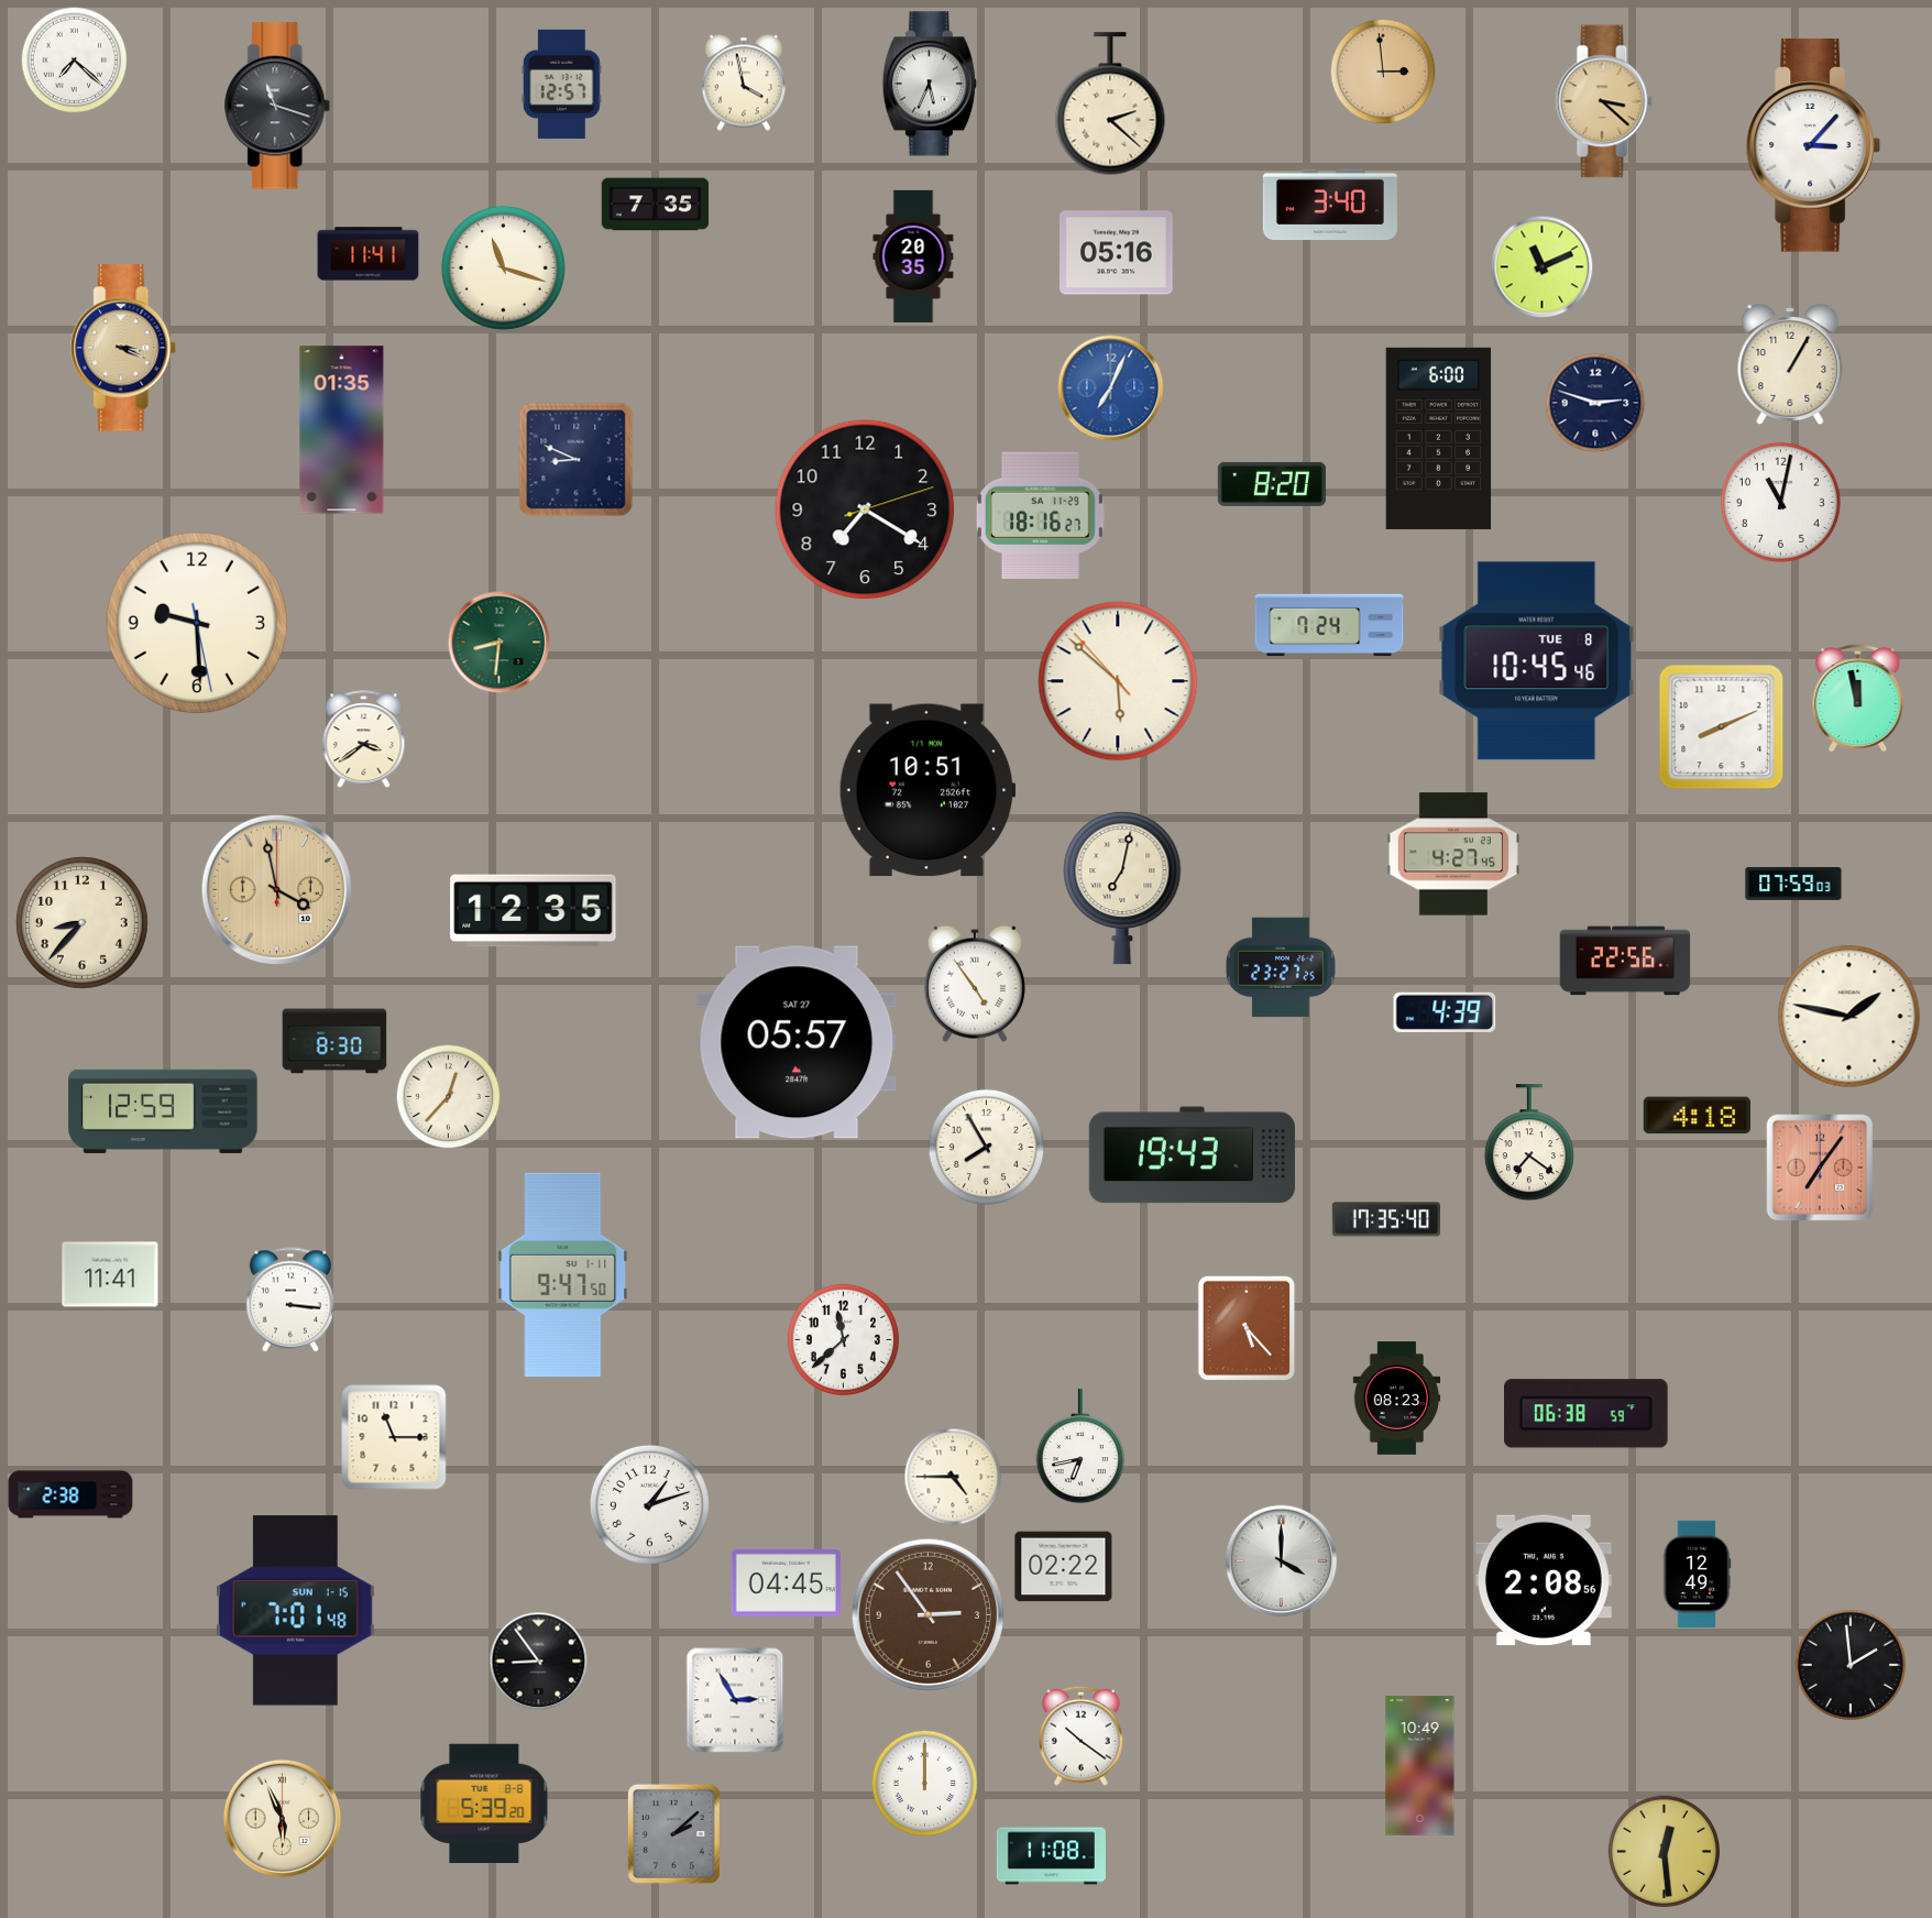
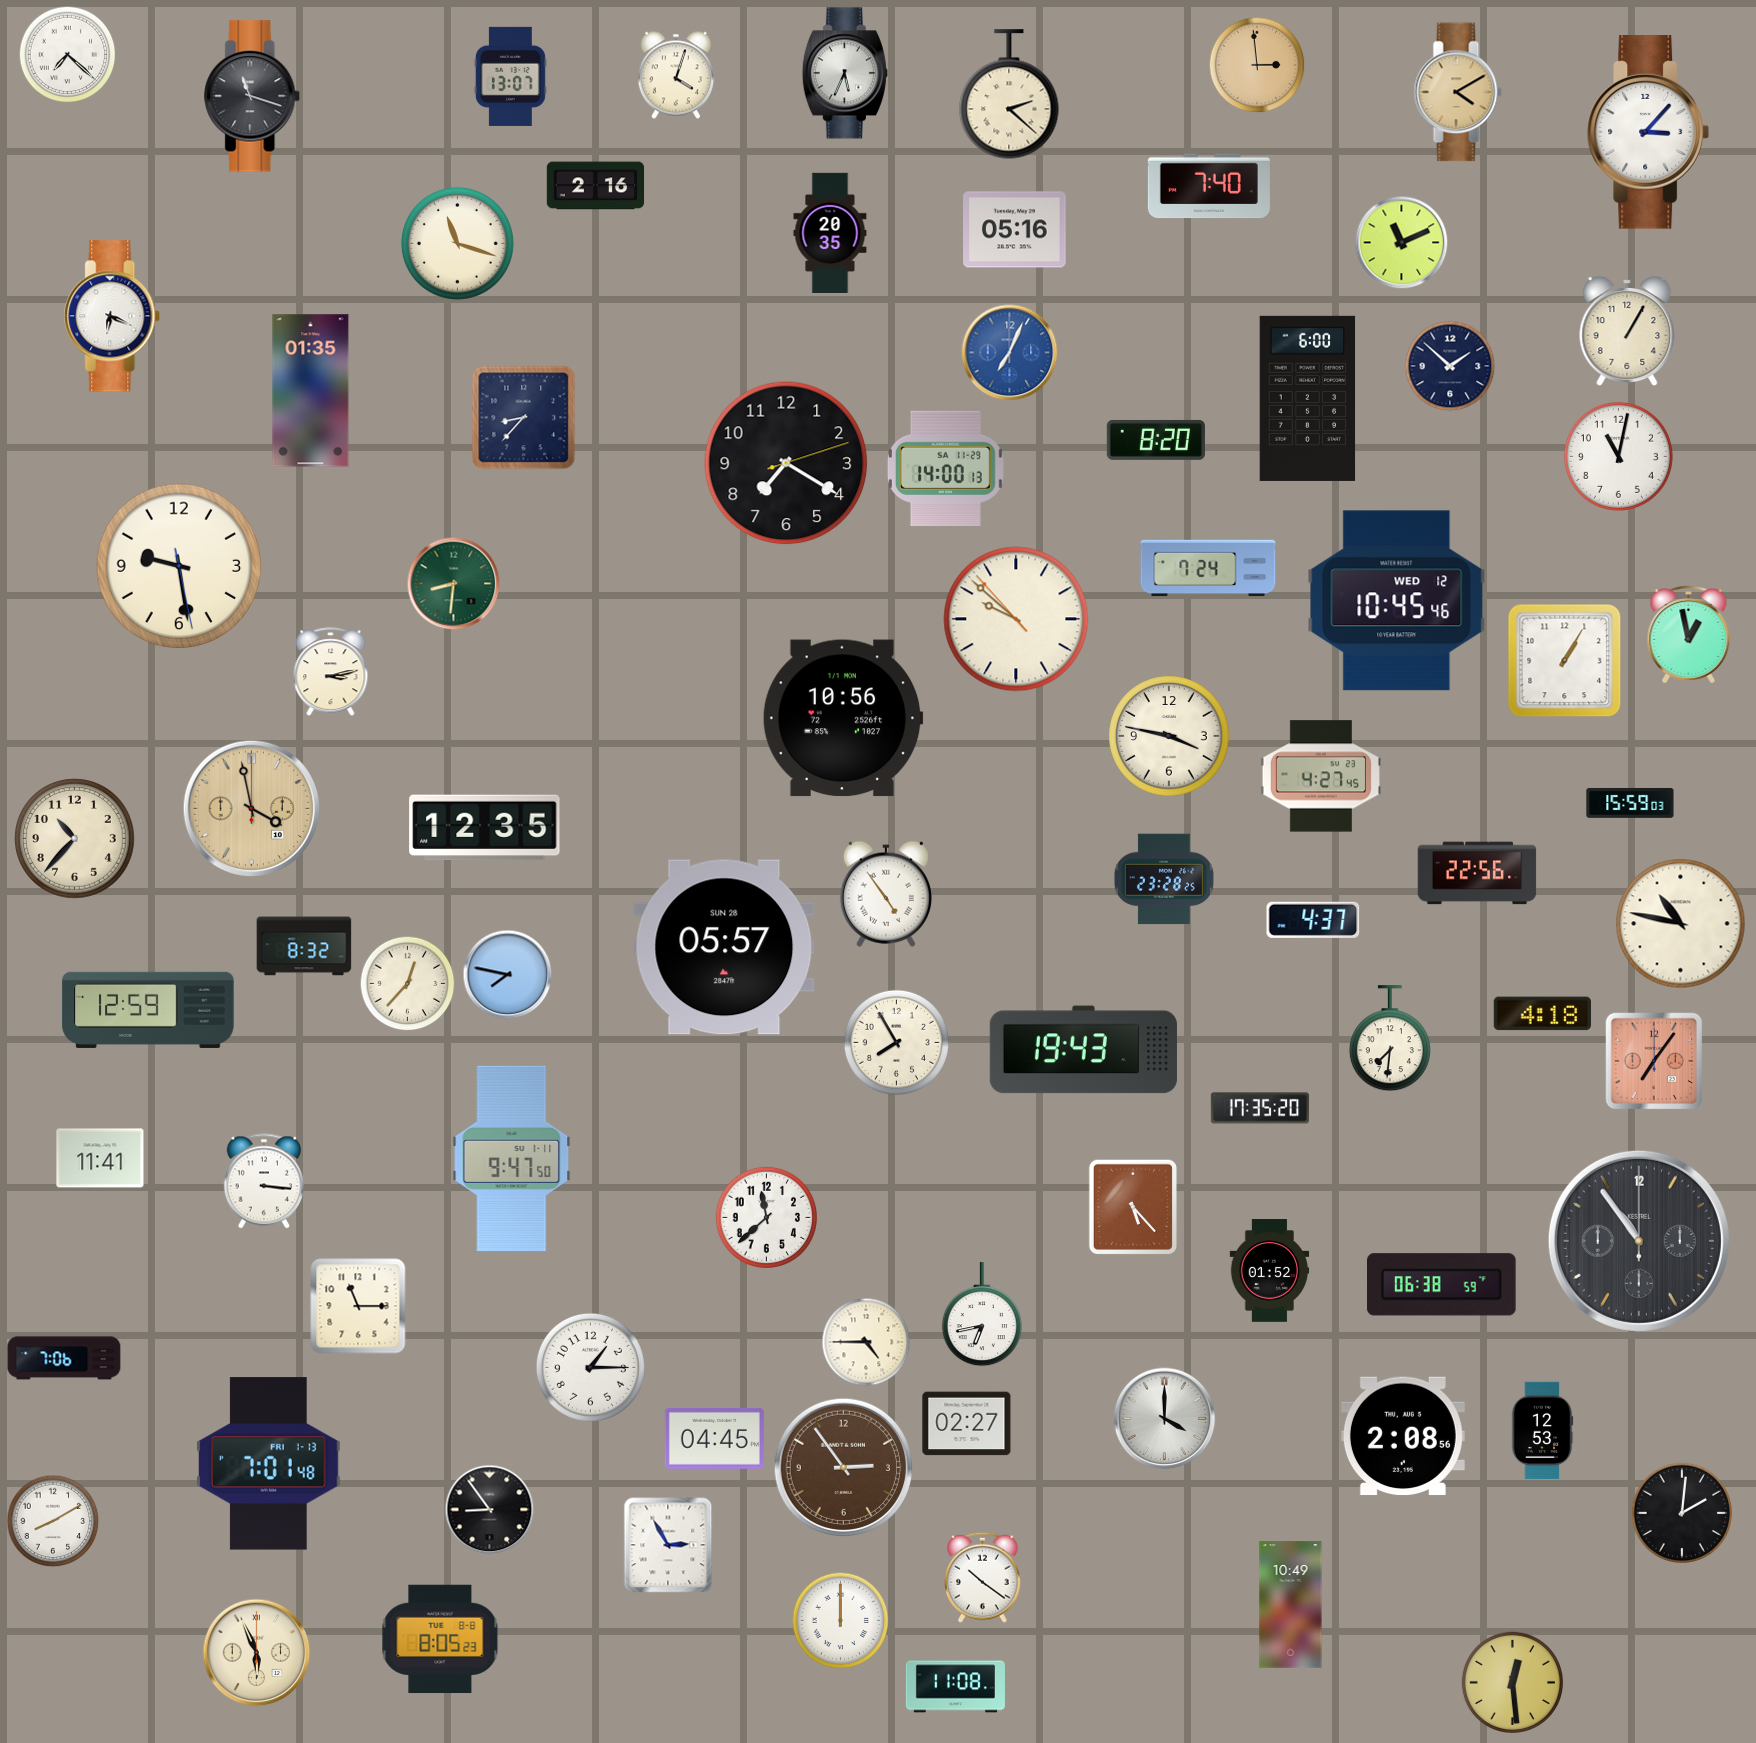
clock at (744, 83): 3:58 -> 4:03
clock at (561, 84): 12:57 -> 13:07
clock at (930, 84) position: (930, 84) -> (845, 73)
clock at (1604, 101): 3:22 -> 4:10
clock at (656, 205): 7:35 -> 2:16
clock at (1330, 205): 3:40 -> 7:40
clock at (369, 254): 11:41 -> none
clock at (124, 348): 3:19 -> 6:19
clock at (124, 348) dial: champagne -> white
clock at (1595, 403): 2:48 -> 1:52
clock at (577, 460): 8:49 -> 8:37
clock at (1040, 516): 18:16 -> 14:00
clock at (197, 623): 9:29 -> 9:28
clock at (1537, 661) date: TUE 8 -> WED 12
clock at (1118, 681): 5:51 -> 9:51
clock at (1858, 699): 11:58 -> 12:58
clock at (1722, 727): 8:11 -> 1:05
clock at (364, 739): 3:39 -> 3:13
clock at (927, 790): 10:51 -> 10:56
clock at (1169, 736): none -> 3:47
clock at (1793, 884): 07:59 -> 15:59
clock at (1122, 888): 7:02 -> none
clock at (83, 923): 8:37 -> 10:37
clock at (1281, 967): 23:27 -> 23:28
clock at (1445, 1012): 4:39 -> 4:37
clock at (1849, 1017): 1:47 -> 10:47
clock at (334, 1041): 8:30 -> 8:32
clock at (797, 1042) date: SAT 27 -> SUN 28
clock at (508, 975): none -> 7:47
clock at (449, 1097) position: (449, 1097) -> (408, 984)
clock at (1529, 1143): 7:21 -> 7:31
clock at (1385, 1219): 17:35:40 -> 17:35:20
clock at (1639, 1241): none -> 10:54
clock at (1397, 1399): 08:23 -> 01:52
clock at (70, 1494): 2:38 -> 7:06
clock at (649, 1504): 1:12 -> 1:15
clock at (1064, 1567): 02:22 -> 02:27
clock at (1697, 1575): 12:49 -> 12:53
clock at (295, 1611) date: SUN 1-15 -> FRI 1-13
clock at (1849, 1664): 1:59 -> 2:01
clock at (53, 1521): none -> 8:10
clock at (484, 1804): 5:39 -> 8:05
clock at (673, 1833): 2:08 -> none
